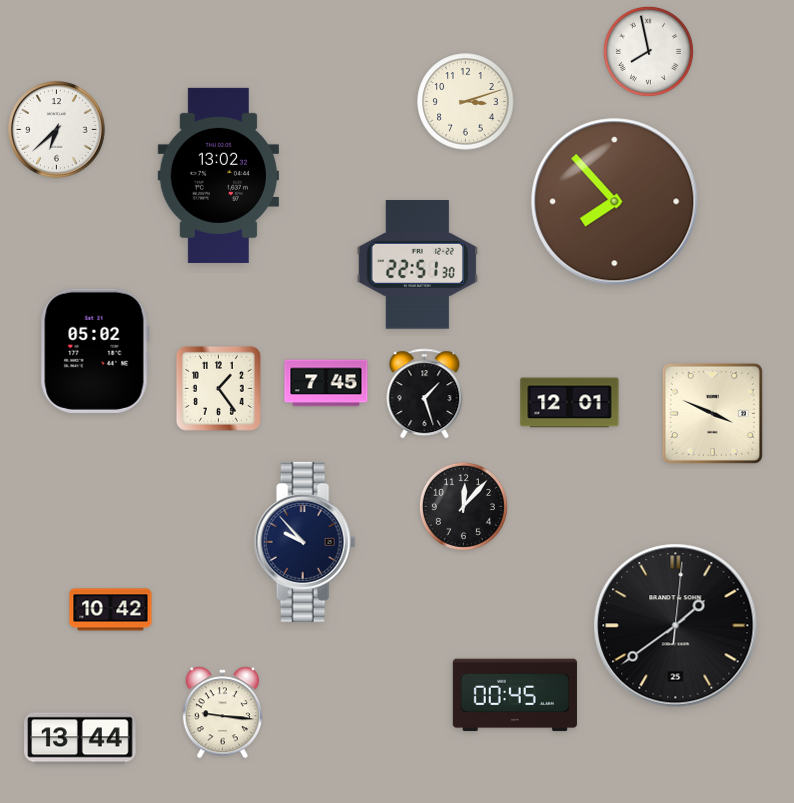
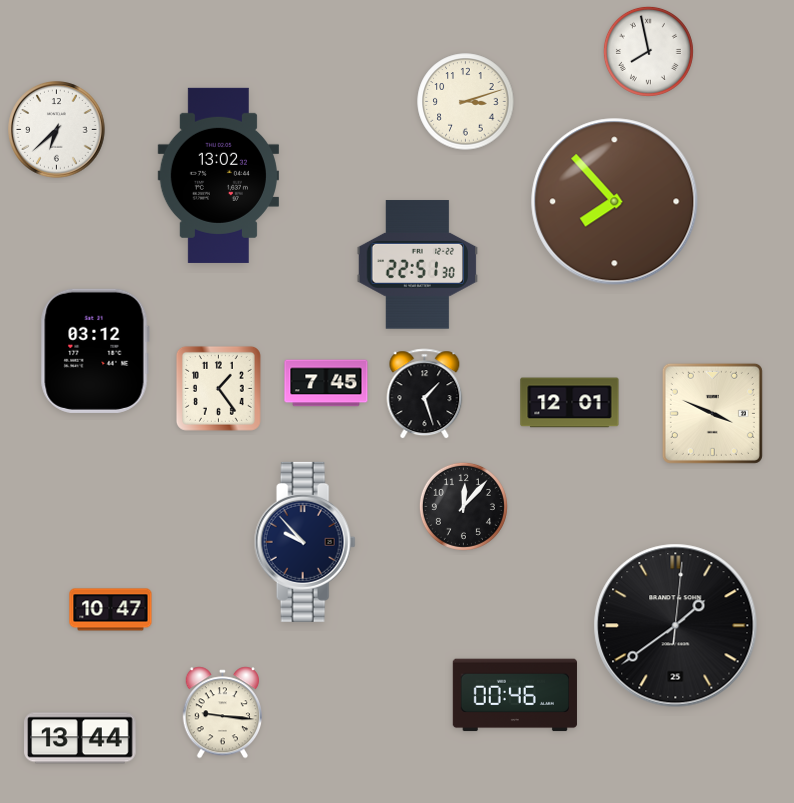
clock at (95, 351): 05:02 -> 03:12
clock at (111, 610): 10:42 -> 10:47
clock at (515, 695): 00:45 -> 00:46
